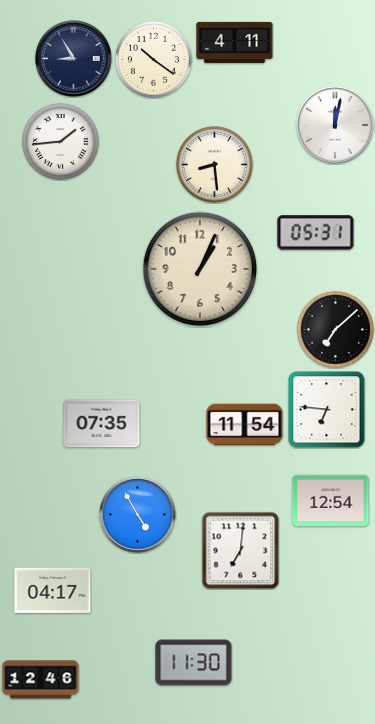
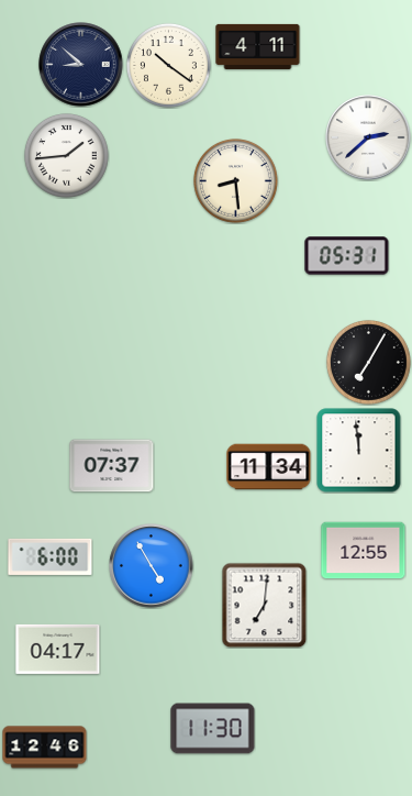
clock at (74, 59): 8:55 -> 8:52
clock at (335, 125): 12:02 -> 2:38
clock at (200, 269): 1:04 -> none
clock at (335, 329): 7:08 -> 7:05
clock at (327, 410): 6:46 -> 11:59
clock at (102, 424): 07:35 -> 07:37
clock at (245, 425): 11:54 -> 11:34
clock at (331, 501): 12:54 -> 12:55
clock at (51, 556): none -> 6:00
